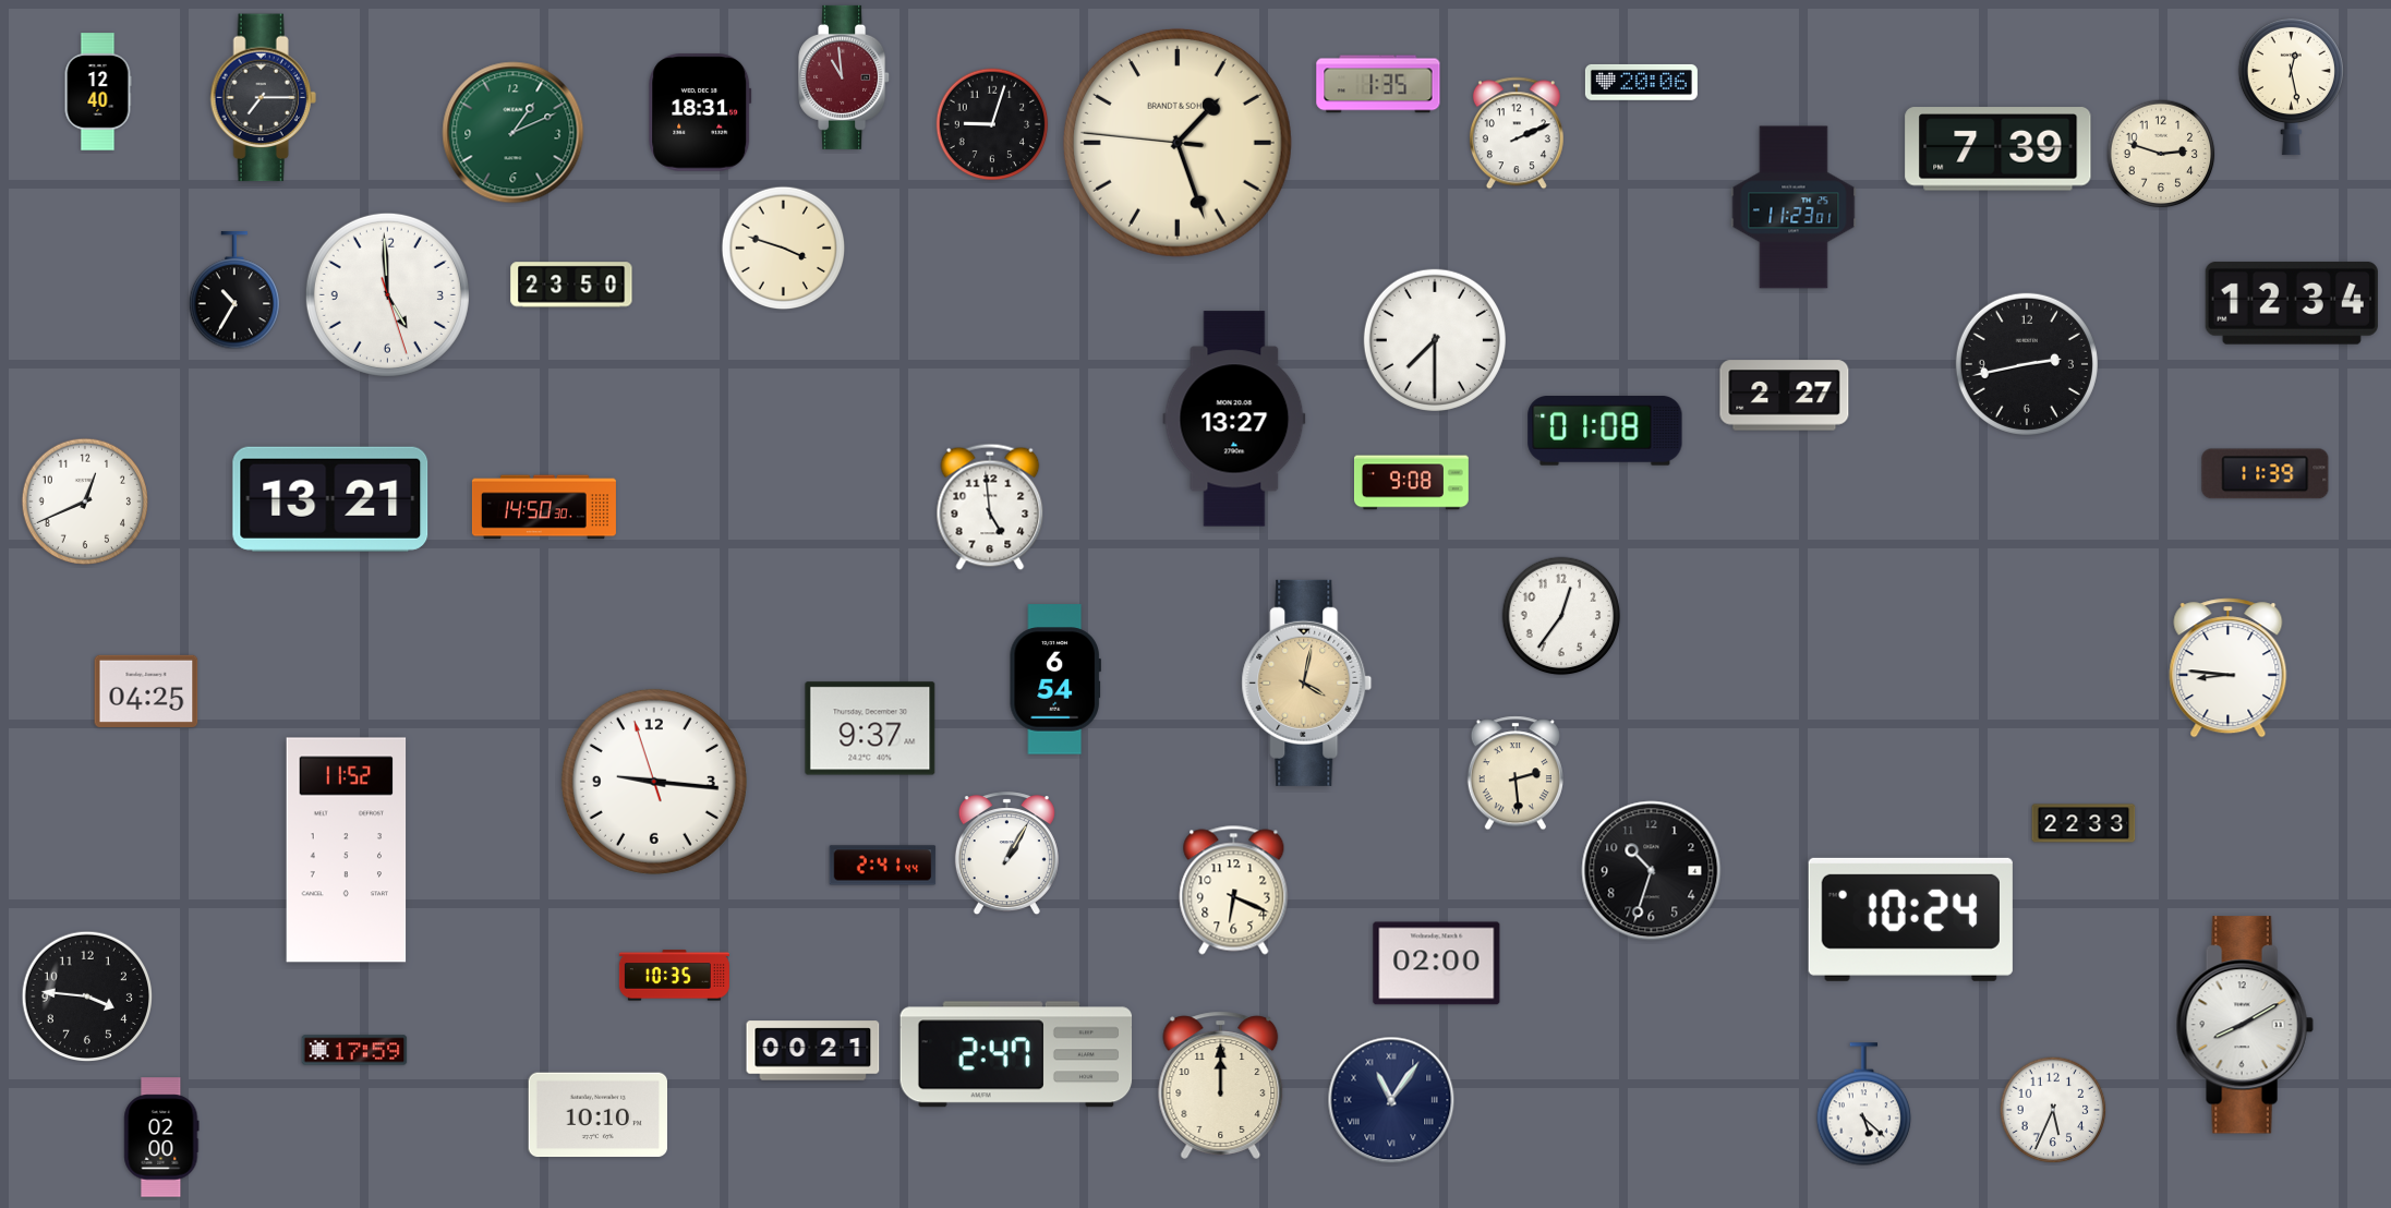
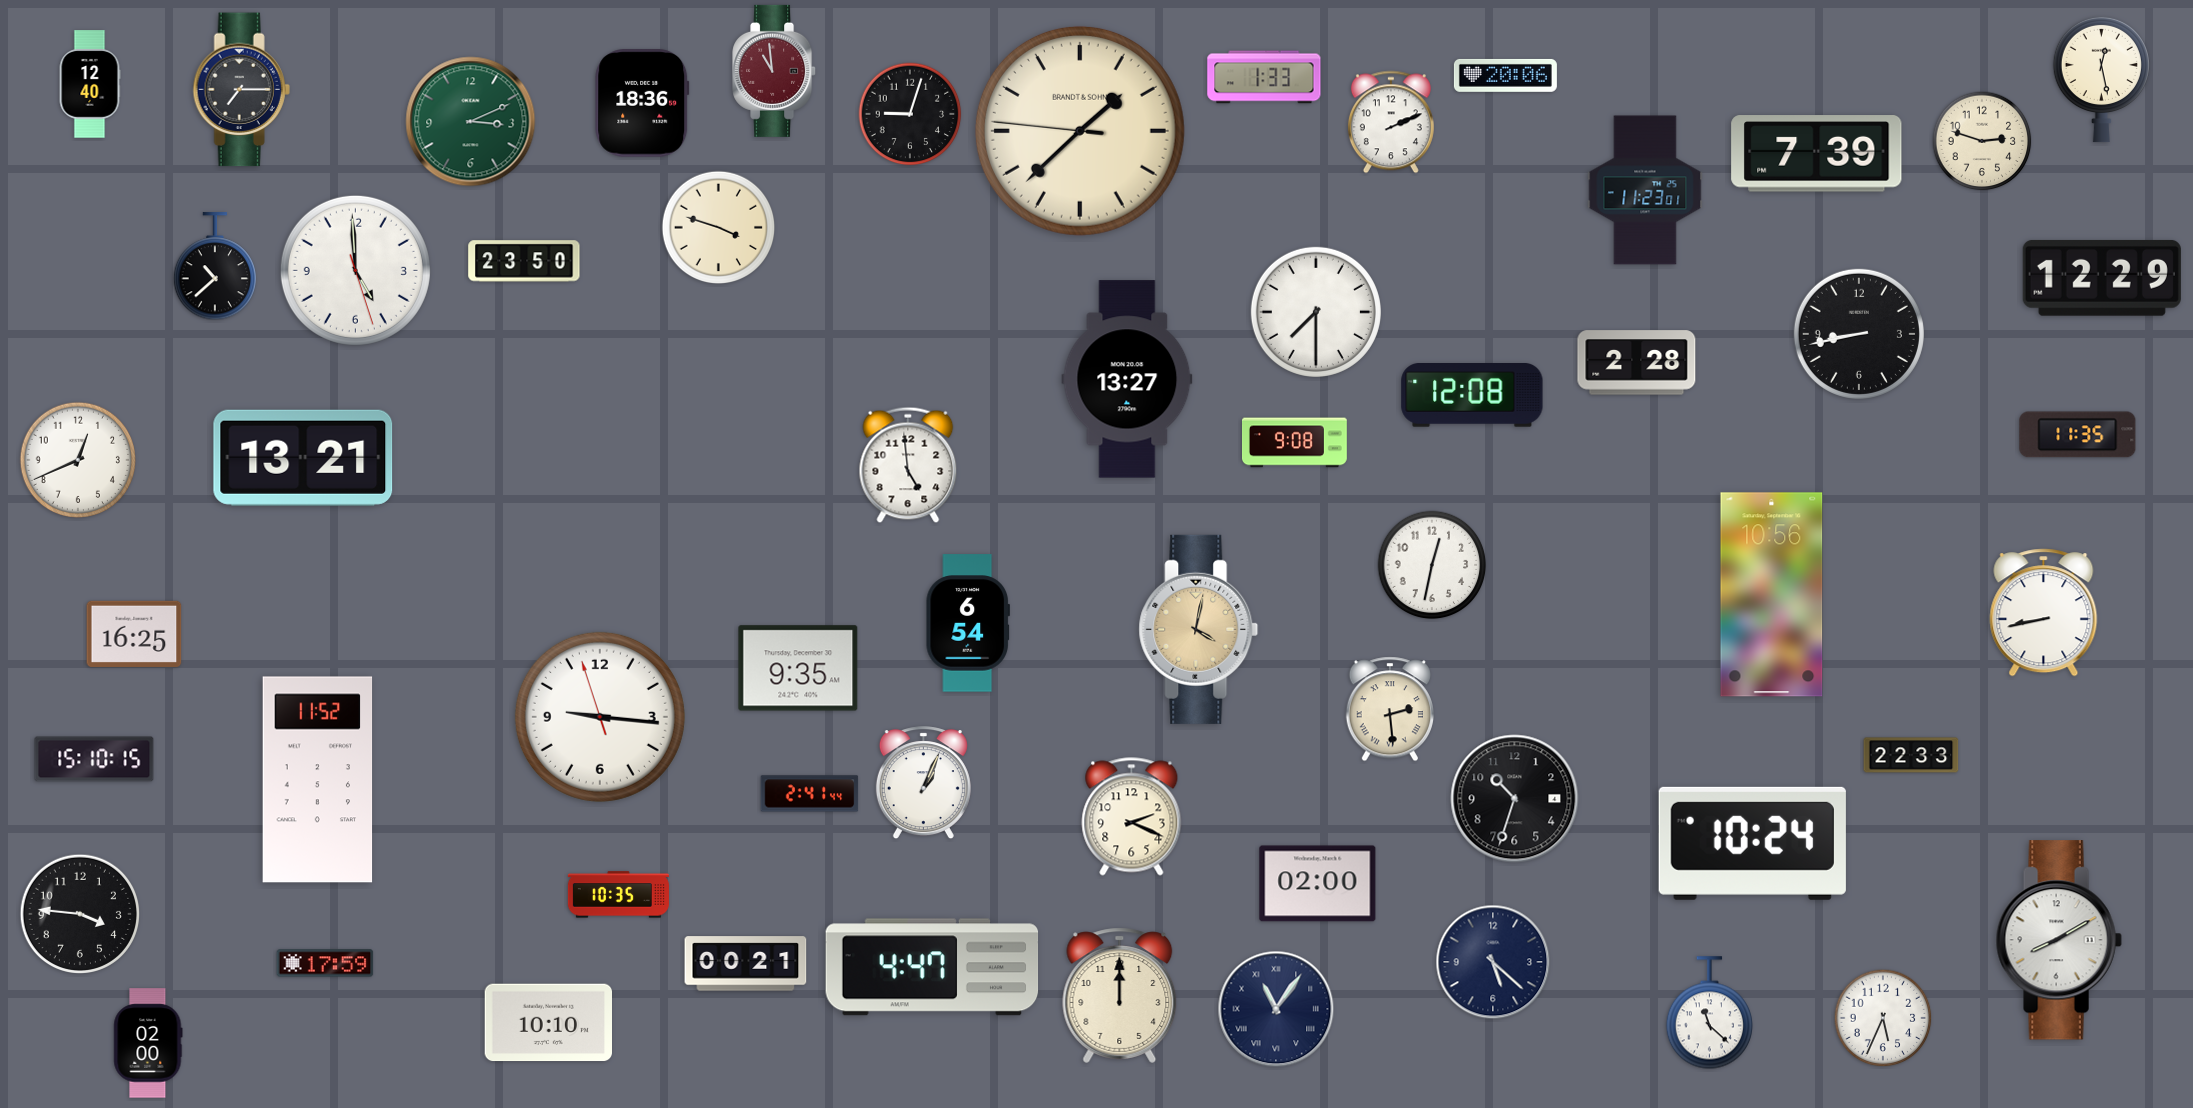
clock at (1378, 84): 1:35 -> 1:33
clock at (700, 112): 18:31 -> 18:36
clock at (514, 133): 1:11 -> 3:11
clock at (1178, 143): 1:26 -> 1:37
clock at (1998, 149) position: (1998, 149) -> (1817, 154)
clock at (233, 291): 10:35 -> 10:38
clock at (2292, 303): 12:34 -> 12:29
clock at (2027, 364): 2:43 -> 8:43
clock at (1785, 396): 2:27 -> 2:28
clock at (1234, 419) position: (1234, 419) -> (1127, 379)
clock at (1605, 432): 01:08 -> 12:08
clock at (2266, 474): 11:39 -> 11:35
clock at (544, 507): 14:50 -> none
clock at (1561, 616): 12:36 -> 12:32
clock at (1772, 595): none -> 10:56
clock at (2229, 668): 8:46 -> 8:43
clock at (1307, 682) position: (1307, 682) -> (1199, 629)
clock at (146, 691): 04:25 -> 16:25
clock at (870, 728): 9:37 -> 9:35
clock at (94, 759): none -> 15:10
clock at (1006, 854): 1:05 -> 1:04
clock at (1234, 891): 6:19 -> 2:19
clock at (1493, 962): none -> 5:22
clock at (1016, 1054): 2:47 -> 4:47
clock at (1863, 1104): 5:22 -> 11:22
